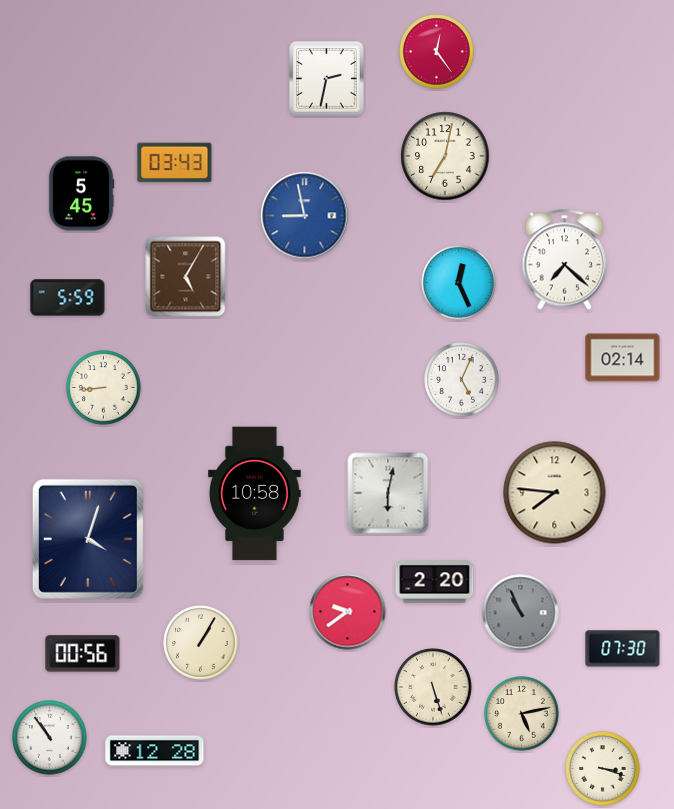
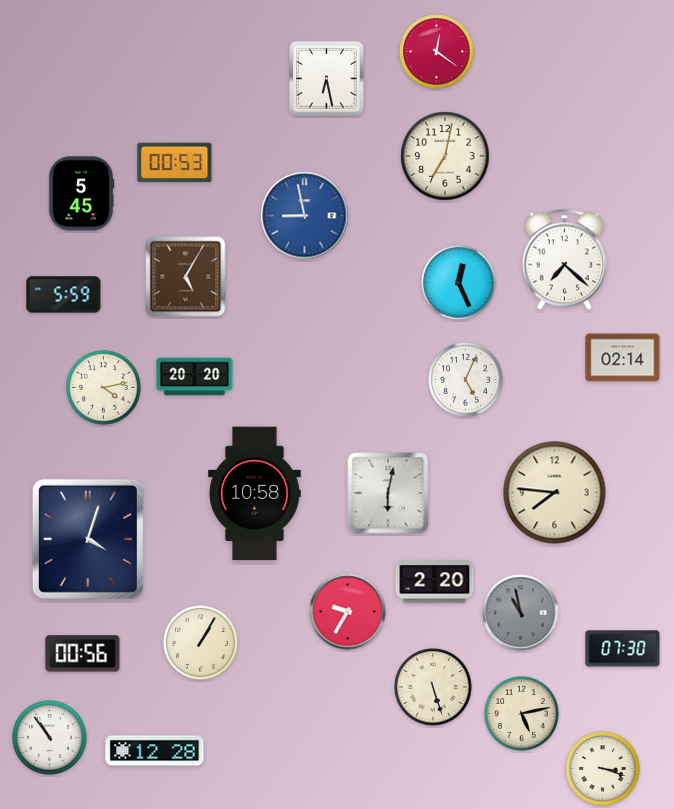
clock at (437, 52): 12:24 -> 12:21
clock at (326, 78): 2:32 -> 6:28
clock at (175, 163): 03:43 -> 00:53
clock at (68, 298) position: (68, 298) -> (64, 295)
clock at (195, 377): none -> 20:20
clock at (462, 380) position: (462, 380) -> (466, 380)
clock at (104, 388): 8:44 -> 4:13
clock at (348, 612): 9:39 -> 9:35
clock at (521, 613): 10:56 -> 10:58
